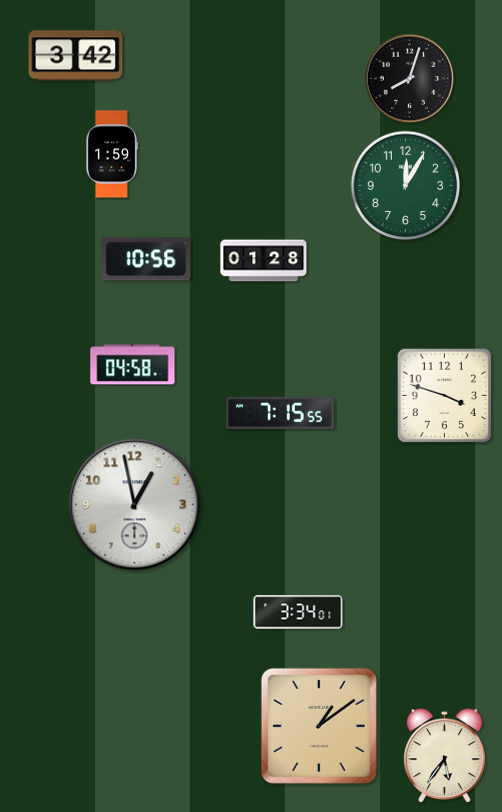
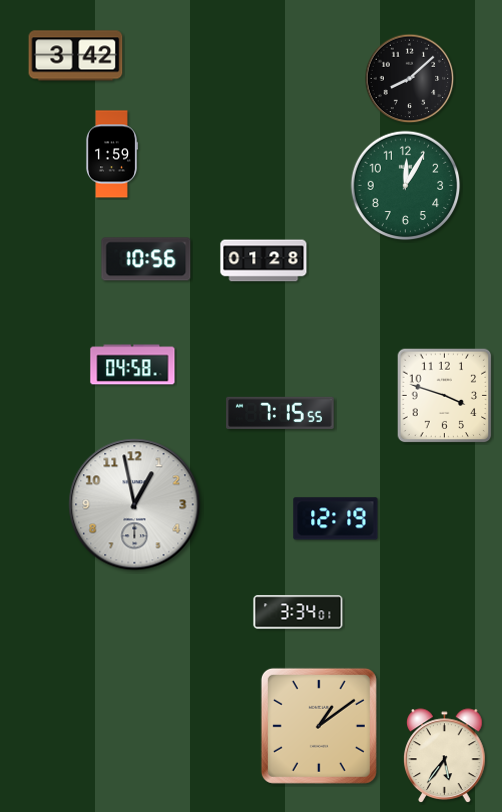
clock at (410, 79): 8:03 -> 8:08
clock at (336, 519): none -> 12:19
